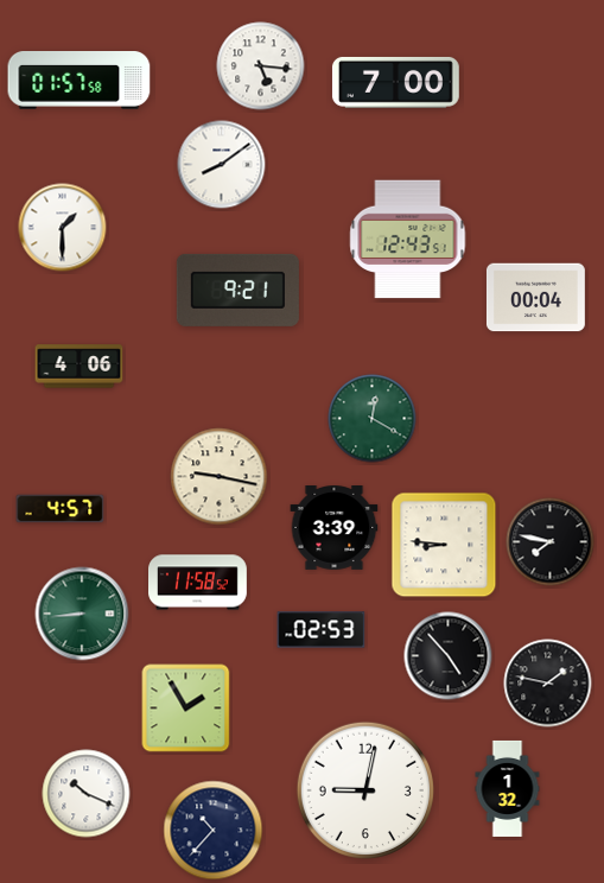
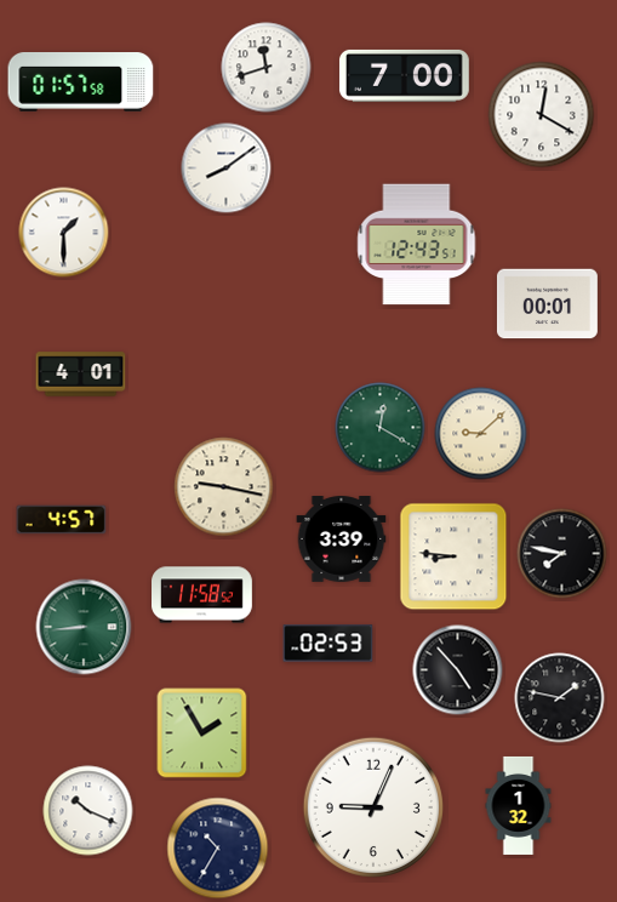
clock at (261, 66): 5:16 -> 11:42
clock at (395, 82) position: (395, 82) -> (404, 75)
clock at (542, 115): none -> 12:20
clock at (237, 290): 9:21 -> none
clock at (536, 298): 00:04 -> 00:01
clock at (80, 367): 4:06 -> 4:01
clock at (481, 434): none -> 9:08
clock at (186, 709) position: (186, 709) -> (202, 733)
clock at (364, 789): 9:02 -> 9:04
clock at (214, 831): 10:37 -> 10:35
